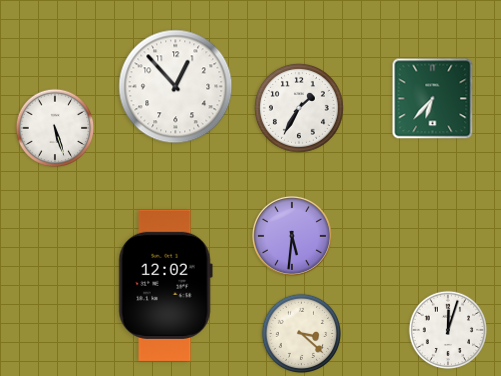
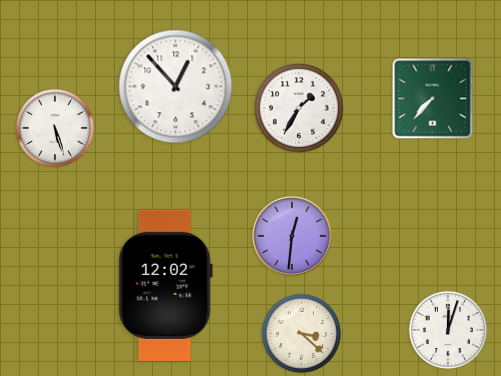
clock at (433, 99): 6:37 -> 7:37
clock at (292, 236): 5:31 -> 12:31
